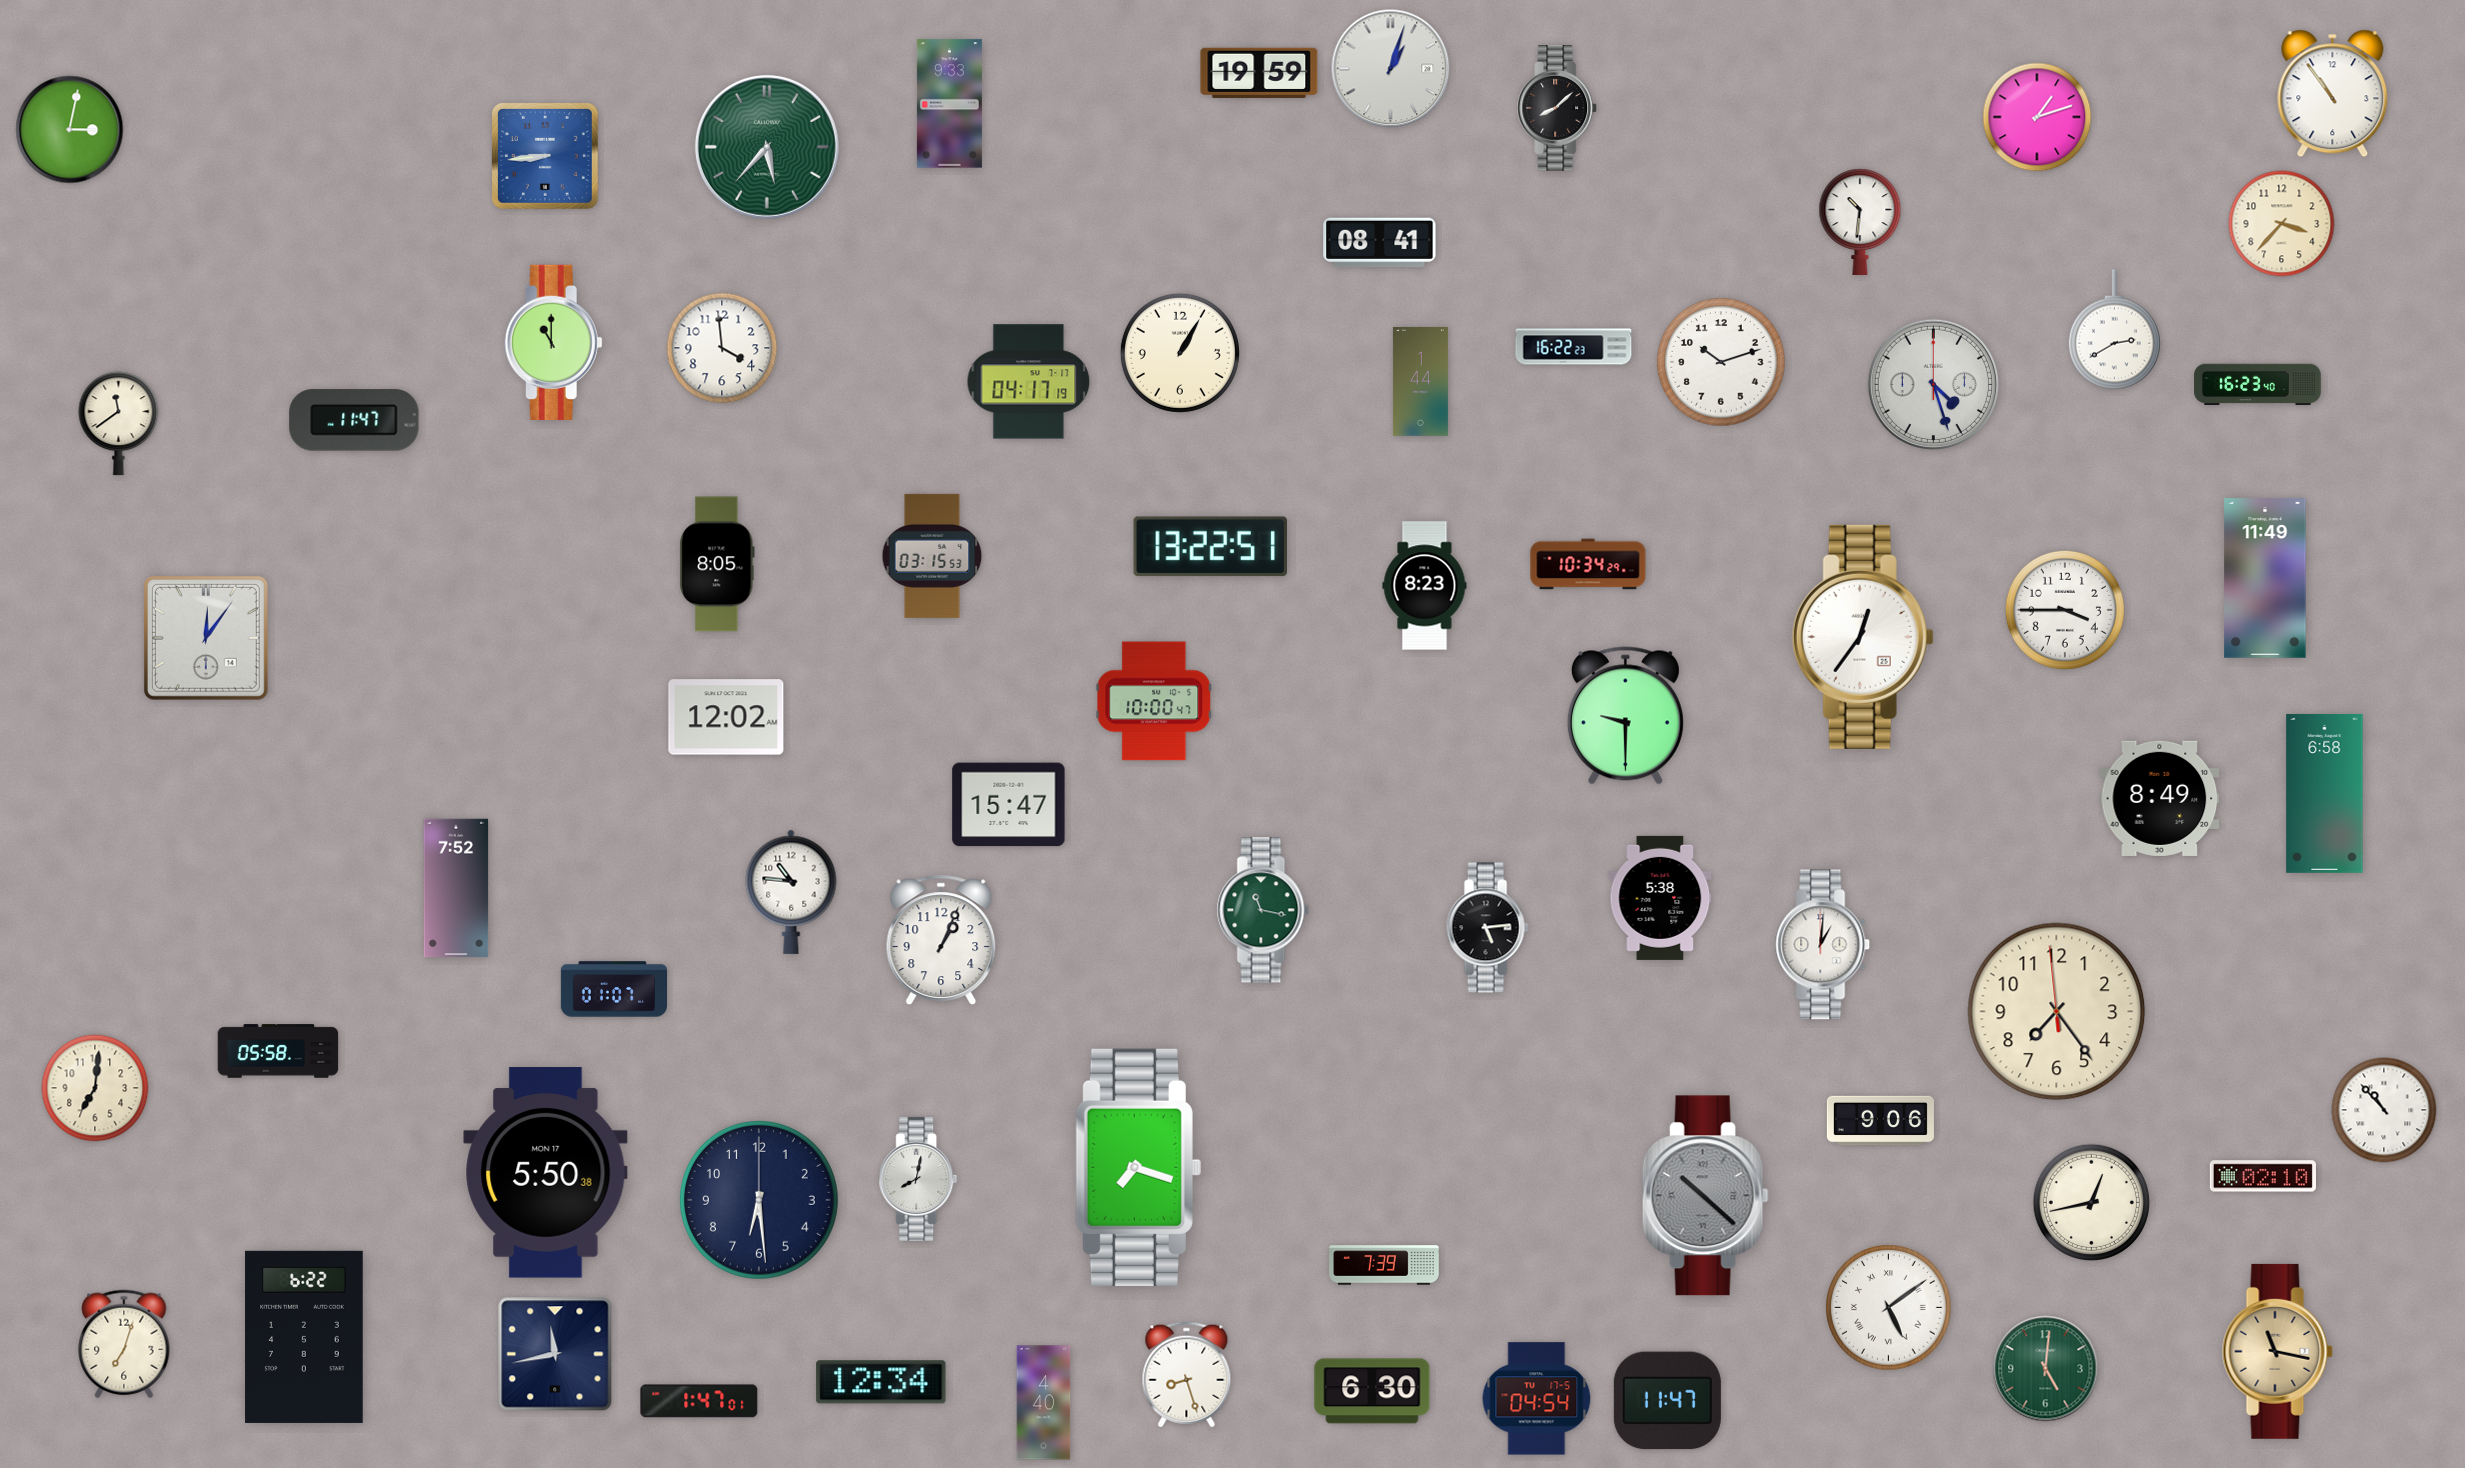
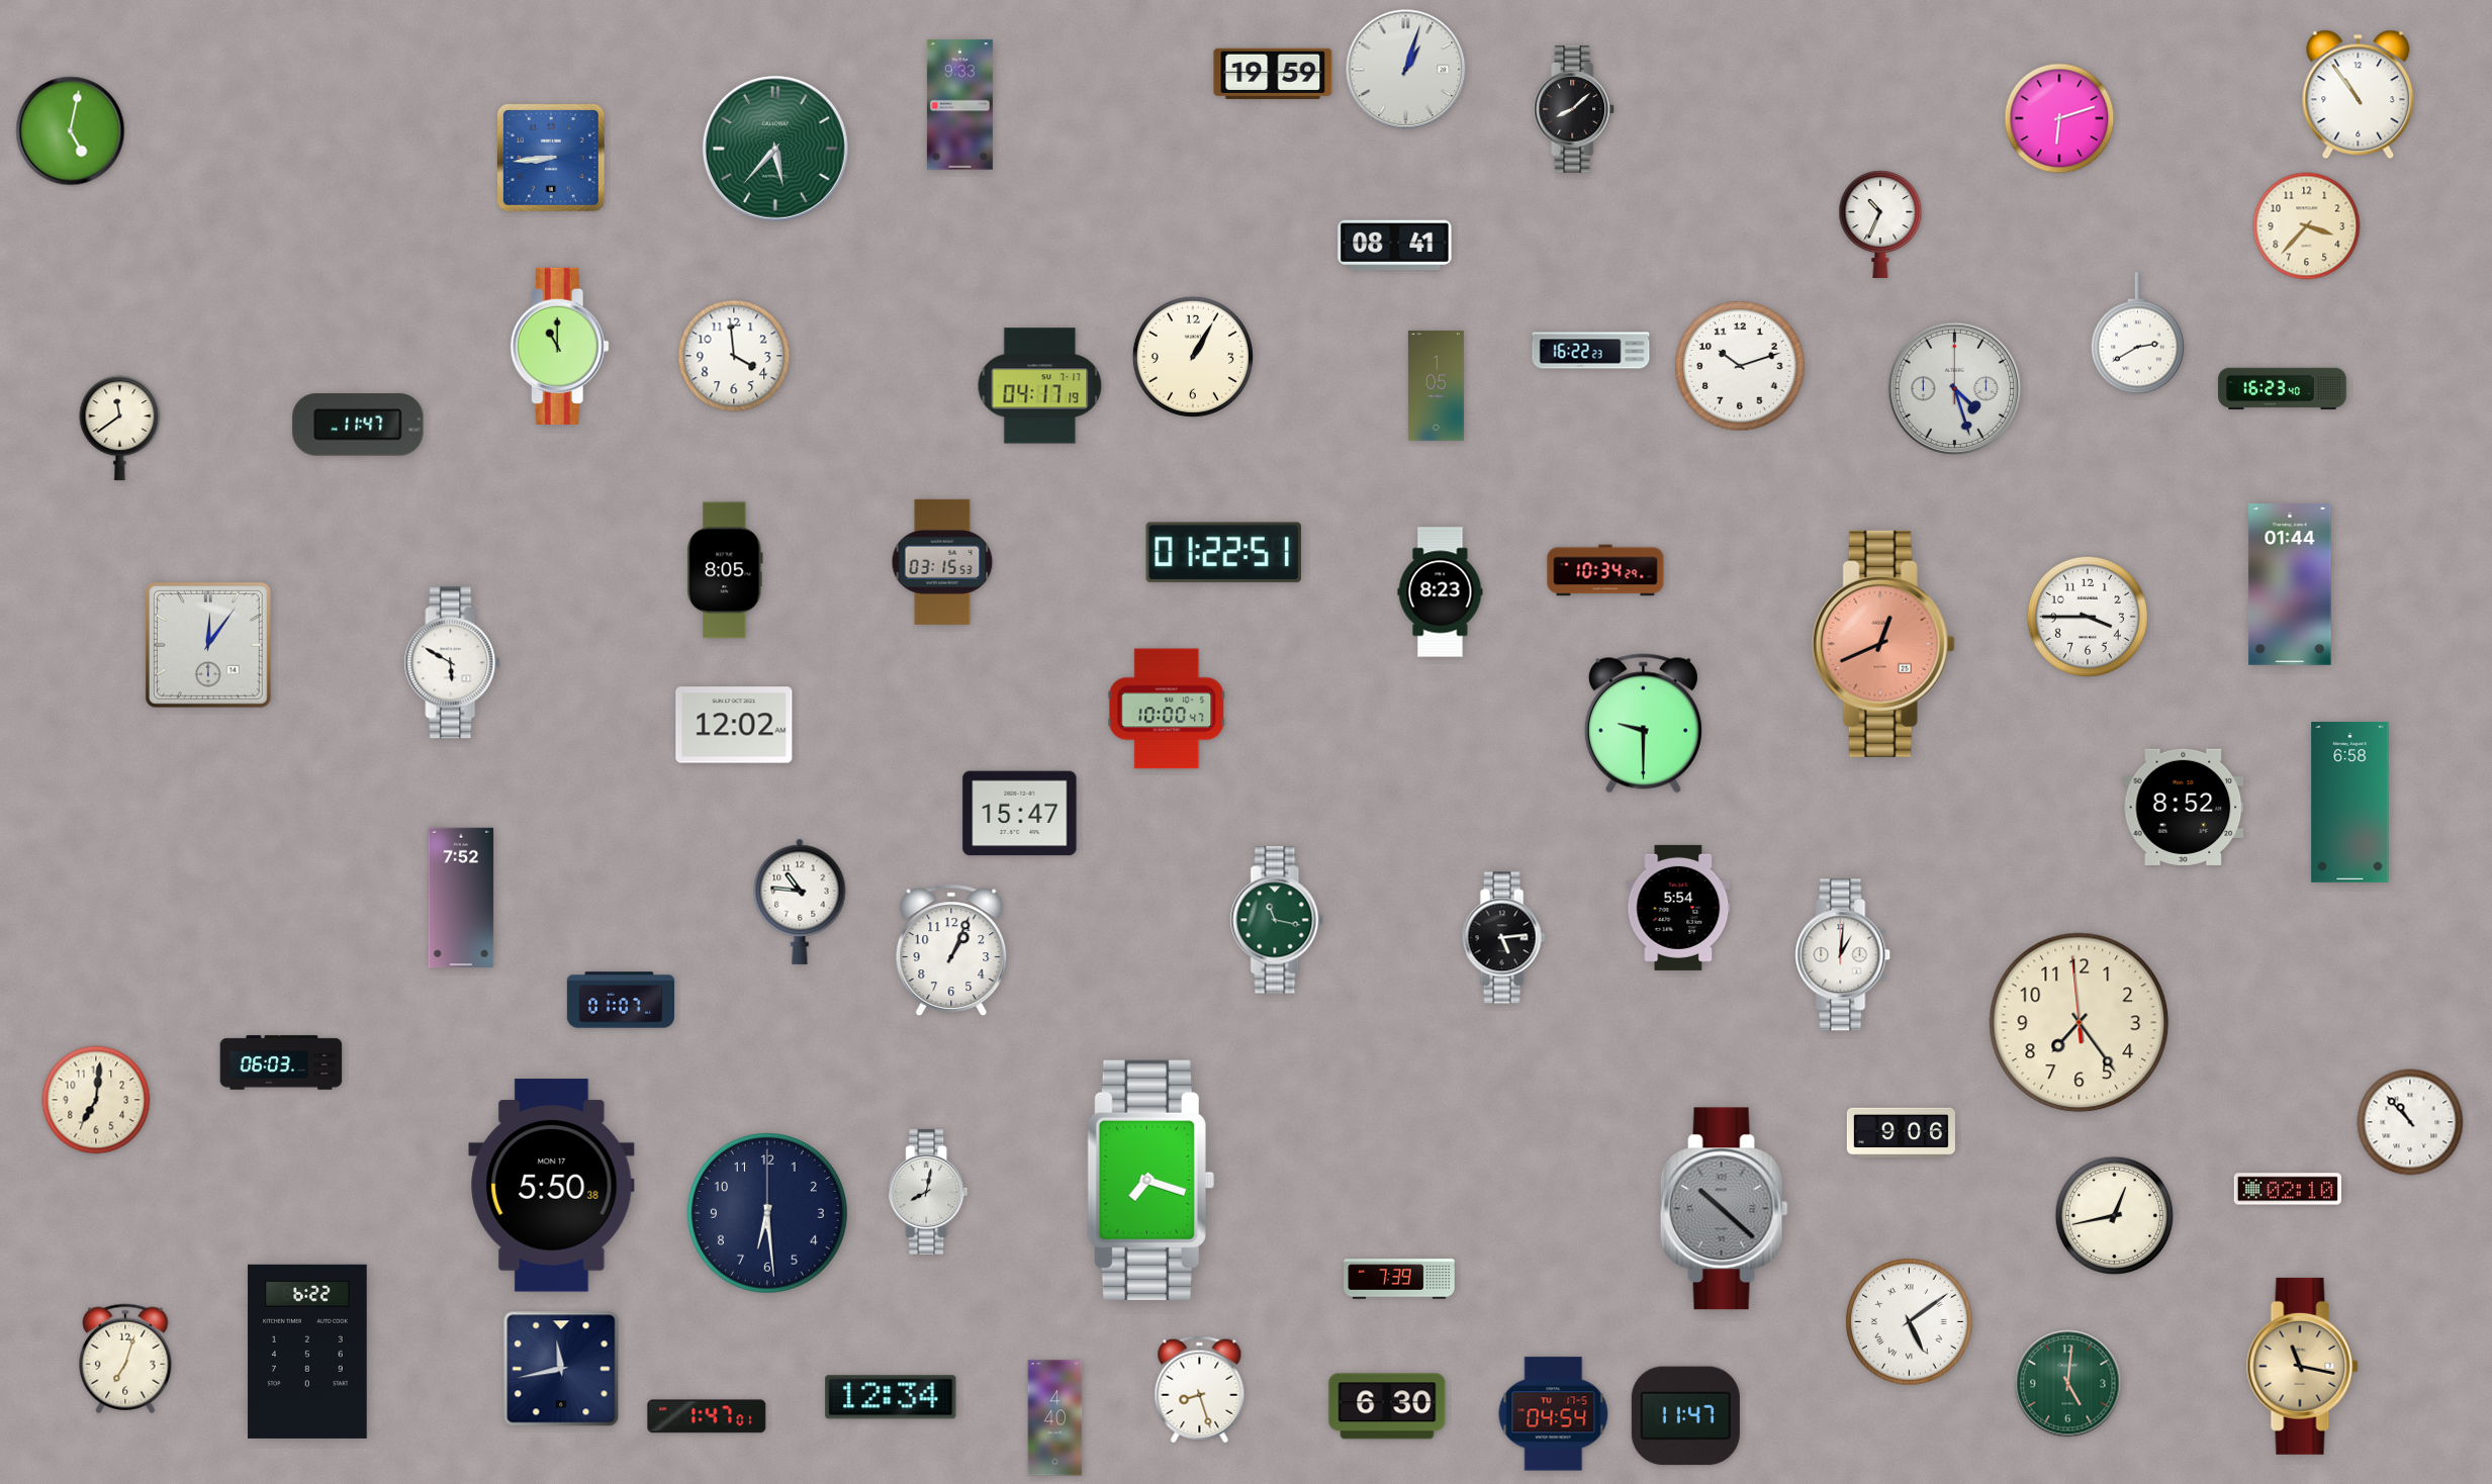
clock at (2037, 117): 1:12 -> 6:12
clock at (70, 130): 3:02 -> 5:02
clock at (1860, 222): 10:31 -> 10:34
clock at (722, 348) position: (722, 348) -> (734, 356)
clock at (1420, 382): 1:44 -> 1:05
clock at (1210, 547): 13:22 -> 01:22
clock at (2265, 578): 11:49 -> 01:44
clock at (1863, 637): 12:36 -> 12:41
clock at (1863, 637) dial: white -> salmon
clock at (453, 663): none -> 5:50
clock at (2160, 798): 8:49 -> 8:52
clock at (1660, 898): 5:38 -> 5:54
clock at (278, 1051): 05:58 -> 06:03
